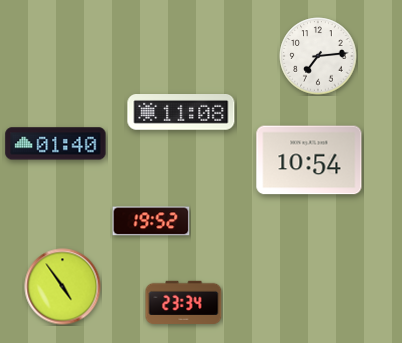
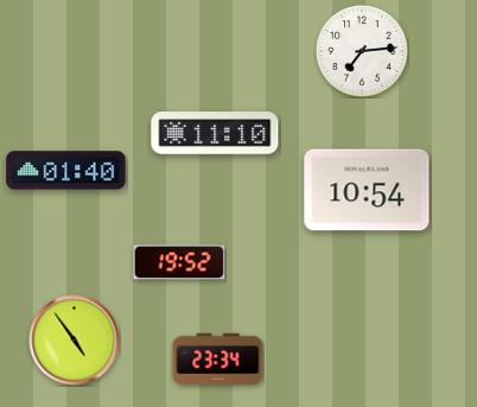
clock at (318, 56) position: (318, 56) -> (362, 51)
clock at (181, 113): 11:08 -> 11:10
